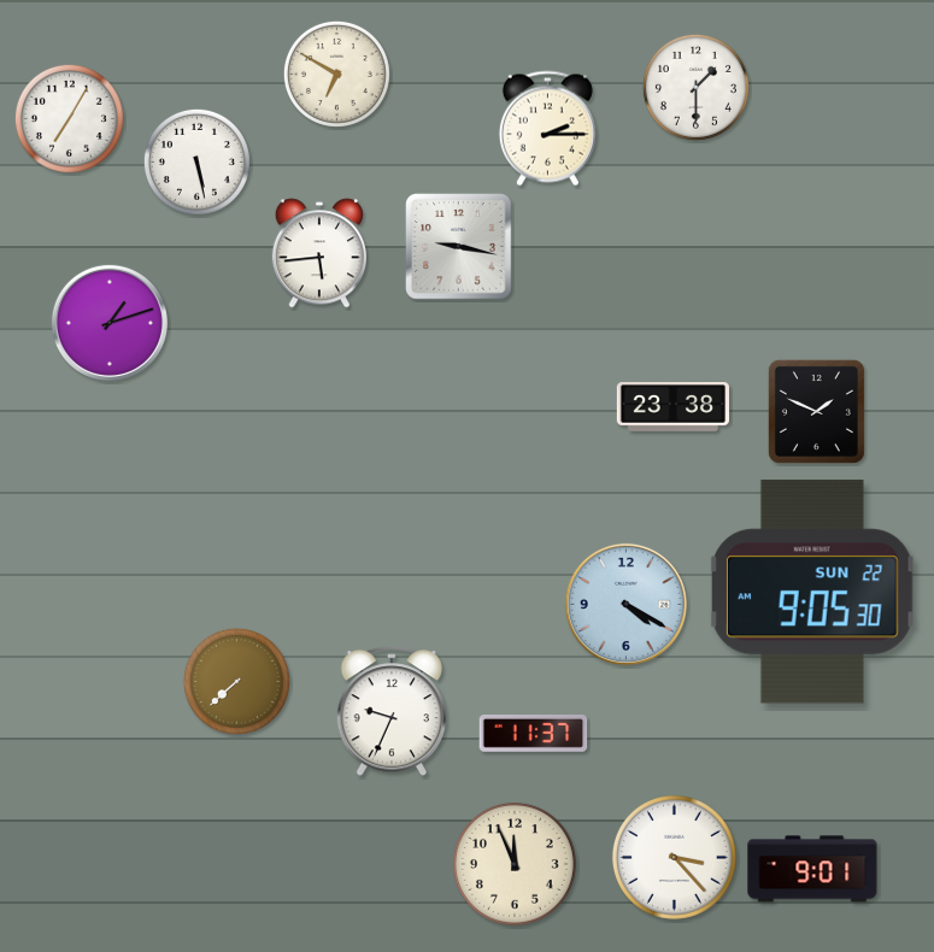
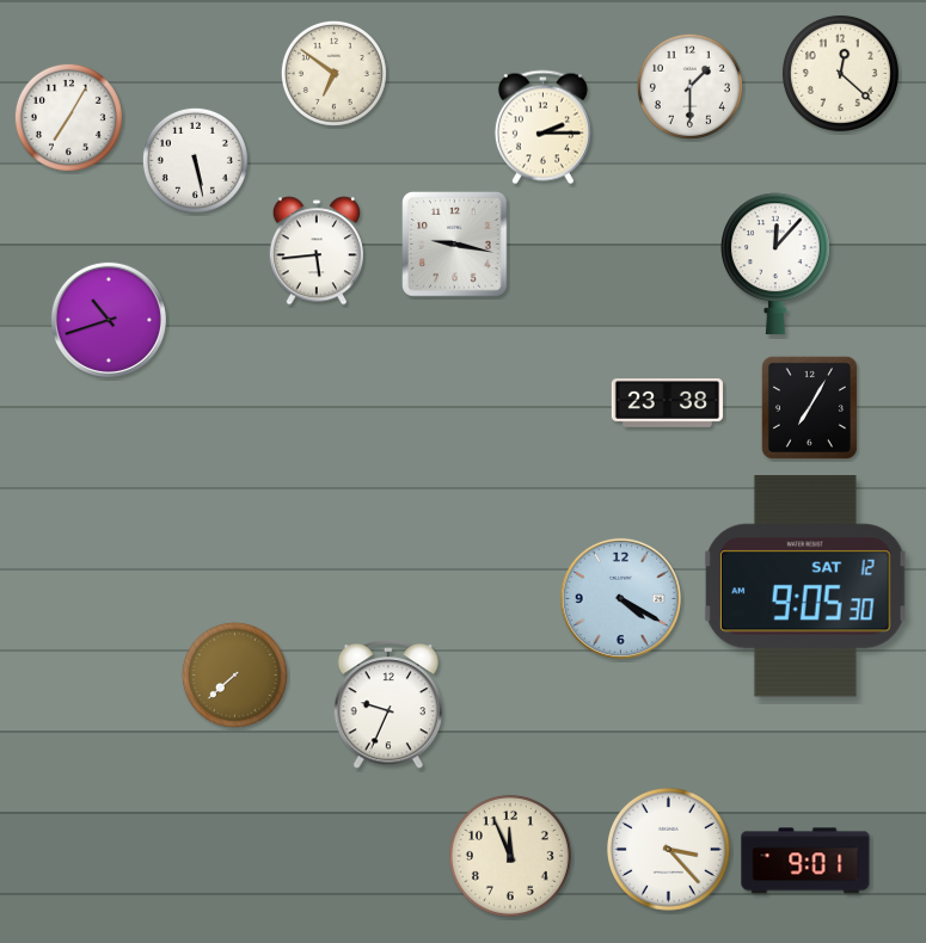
clock at (336, 74): 6:50 -> 6:51
clock at (840, 73): none -> 12:22
clock at (777, 264): none -> 12:07
clock at (110, 323): 1:12 -> 10:42
clock at (816, 411): 1:49 -> 7:05
clock at (812, 592) date: SUN 22 -> SAT 12
clock at (534, 734): 11:37 -> none
